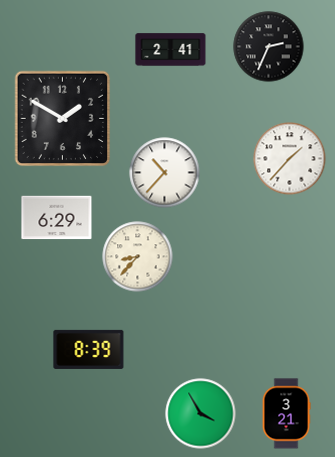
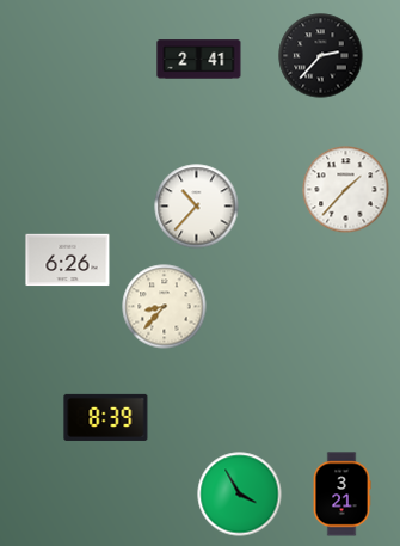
clock at (269, 47): 2:34 -> 2:37
clock at (171, 50) position: (171, 50) -> (199, 60)
clock at (63, 119): 1:50 -> none
clock at (57, 218): 6:29 -> 6:26
